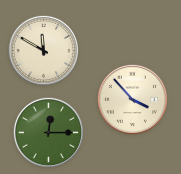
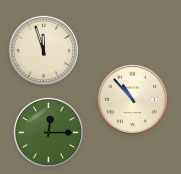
clock at (43, 50): 11:50 -> 11:57
clock at (132, 99): 3:53 -> 10:53
